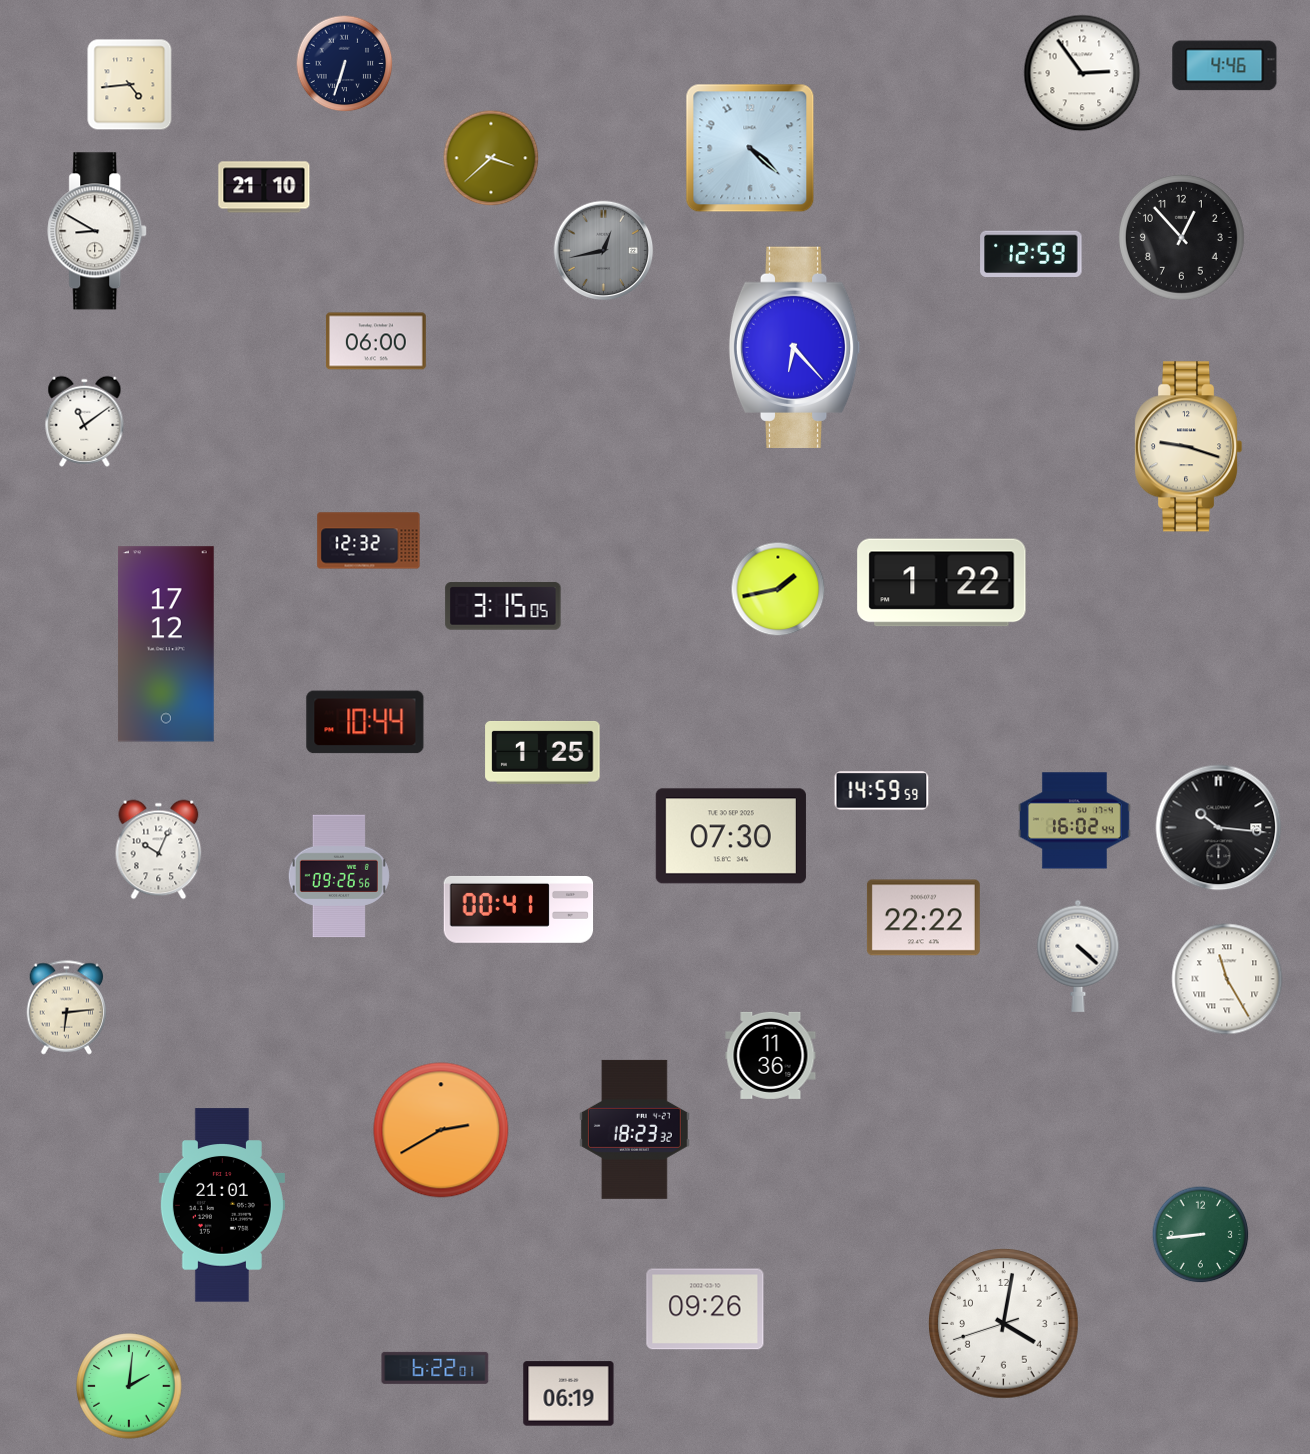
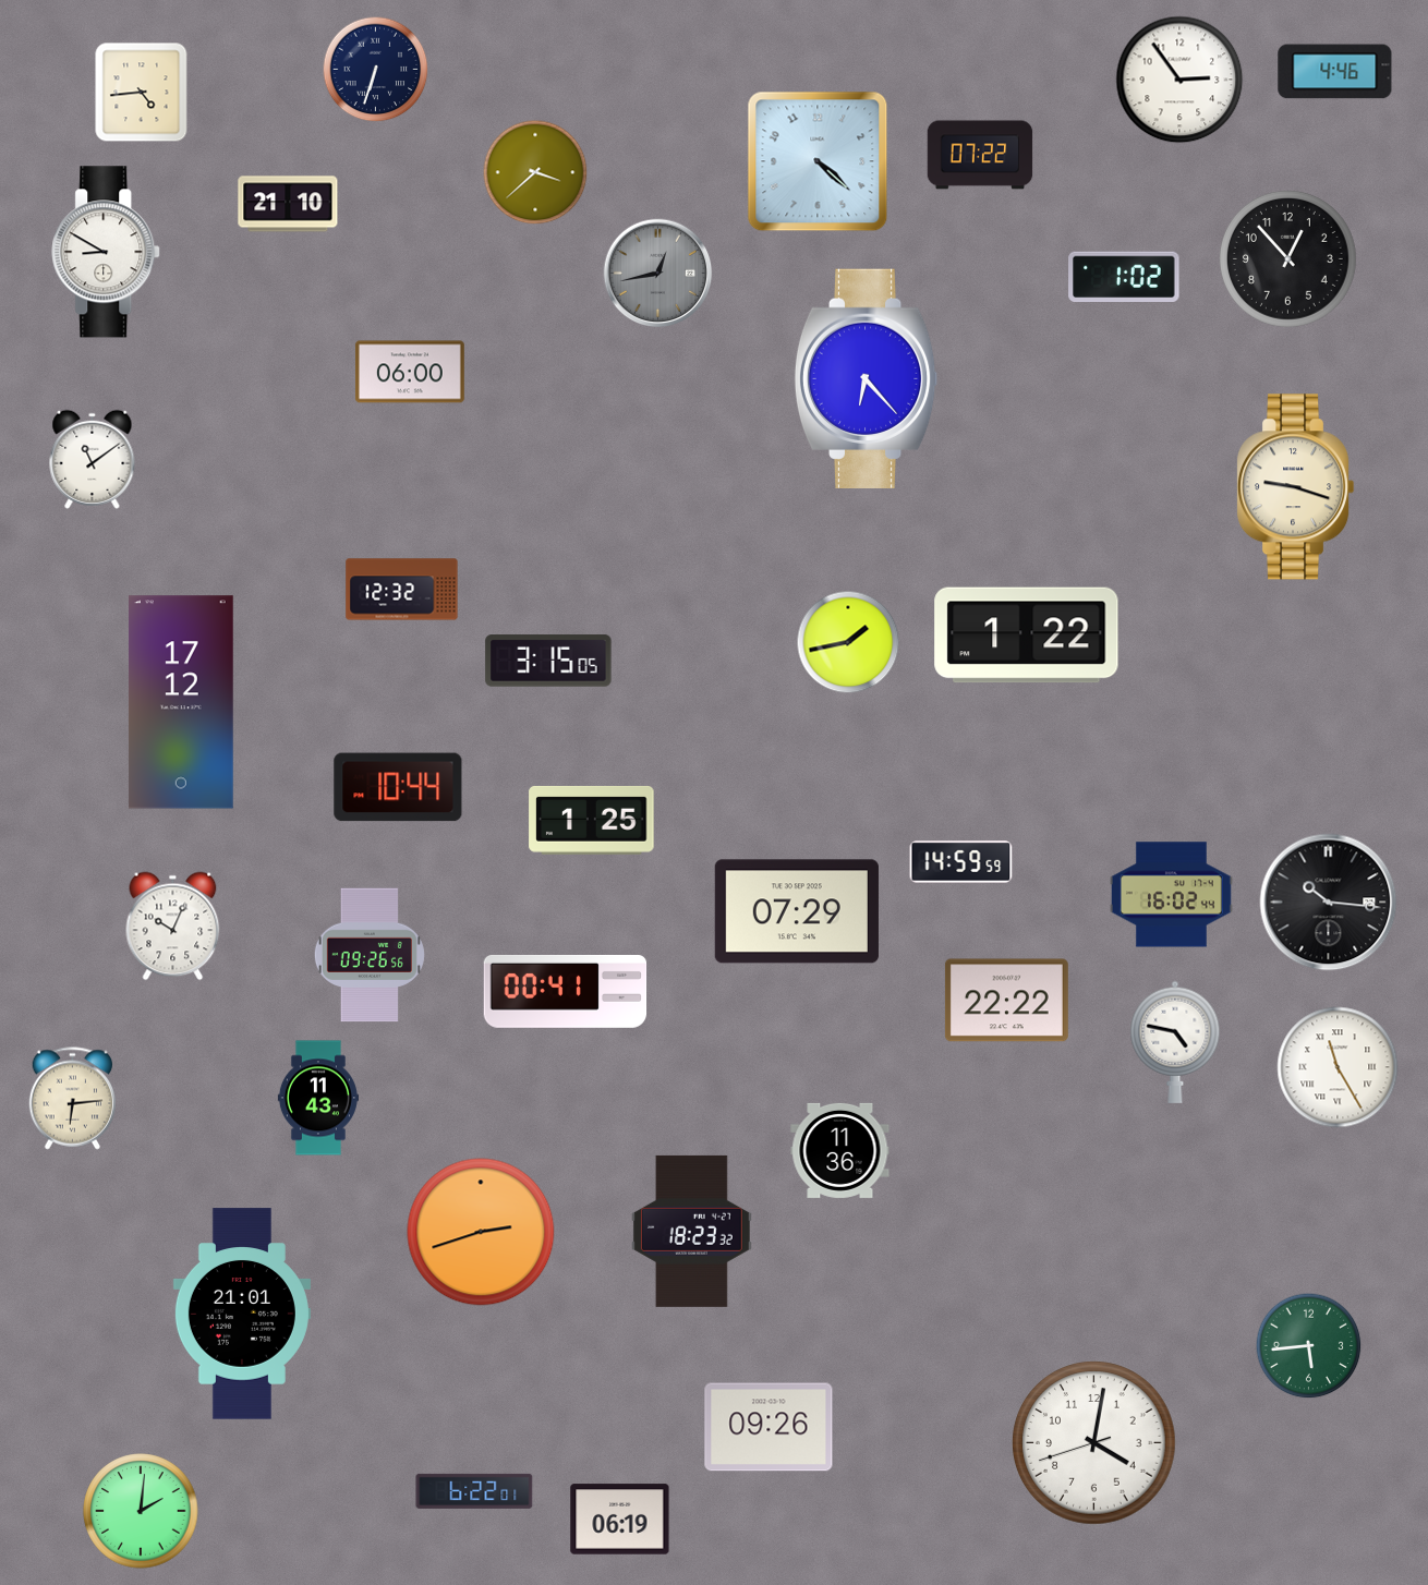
clock at (980, 155): none -> 07:22
clock at (1031, 253): 12:59 -> 1:02
clock at (731, 836): 07:30 -> 07:29
clock at (1078, 956): 4:22 -> 4:47
clock at (318, 1098): none -> 11:43
clock at (441, 1130): 2:40 -> 2:42
clock at (1201, 1235): 8:44 -> 5:44
